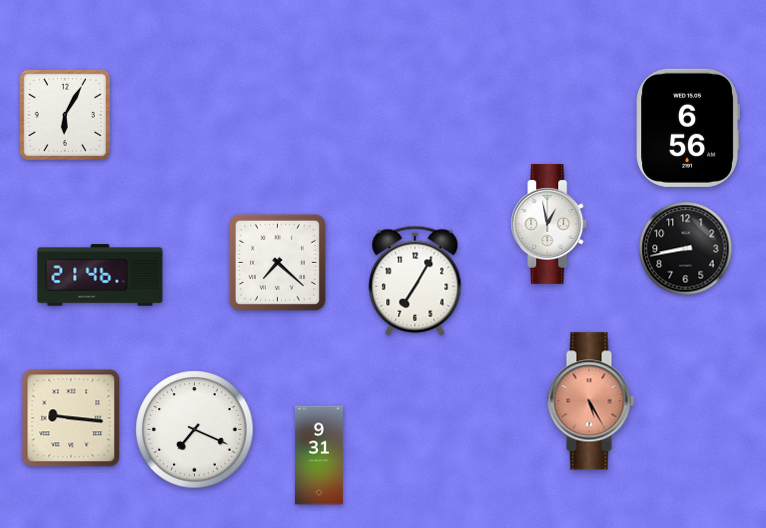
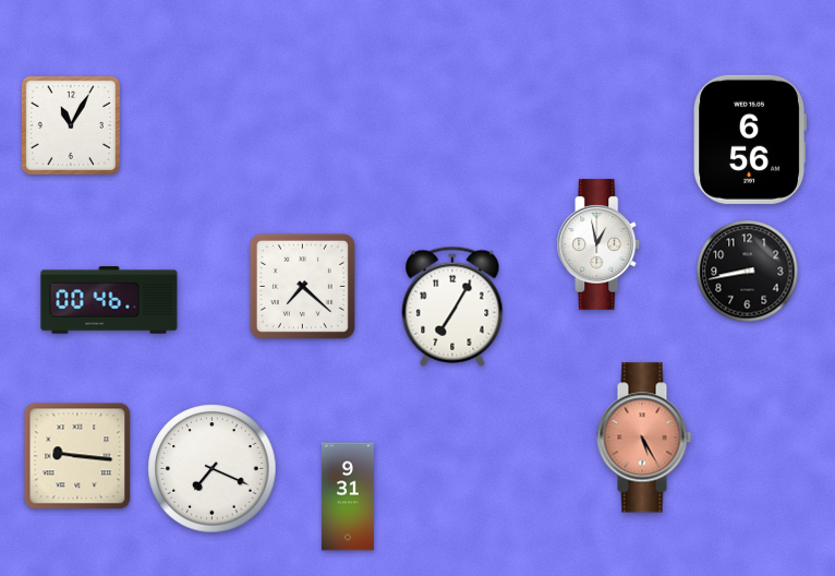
clock at (65, 115): 6:05 -> 11:05
clock at (100, 275): 21:46 -> 00:46
